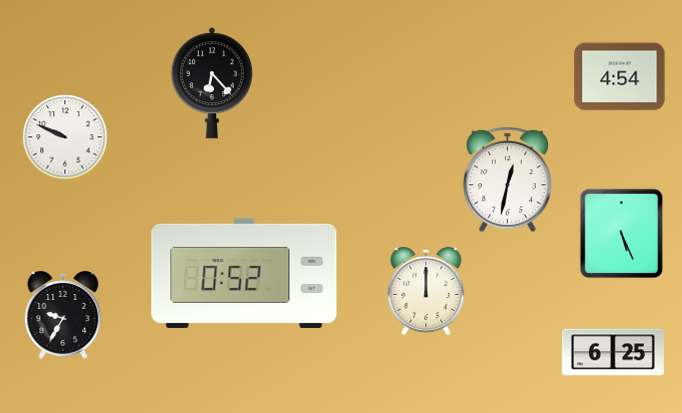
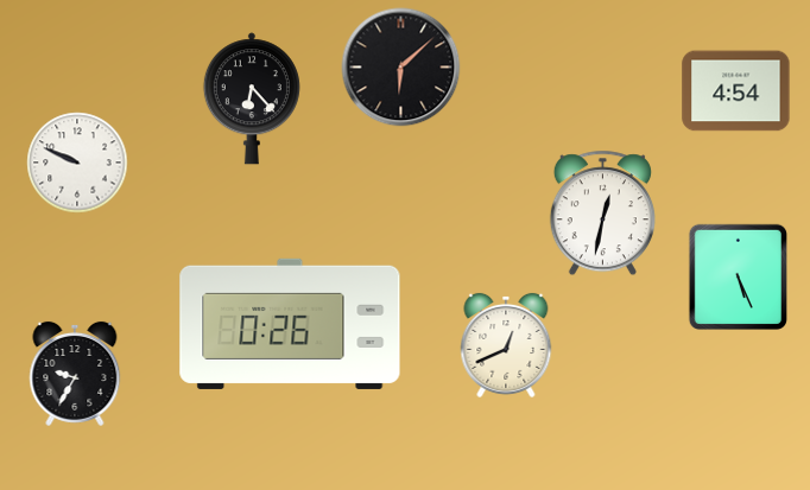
clock at (401, 68): none -> 6:08
clock at (244, 273): 0:52 -> 0:26
clock at (426, 291): 12:00 -> 12:41
clock at (613, 352): 6:25 -> none
